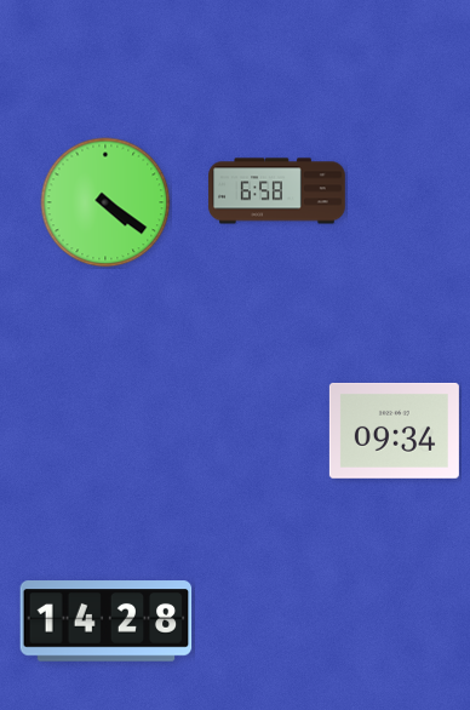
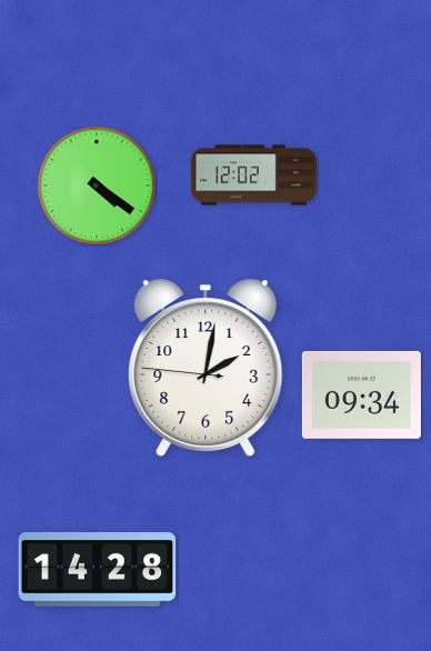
clock at (277, 191): 6:58 -> 12:02
clock at (206, 369): none -> 2:01
